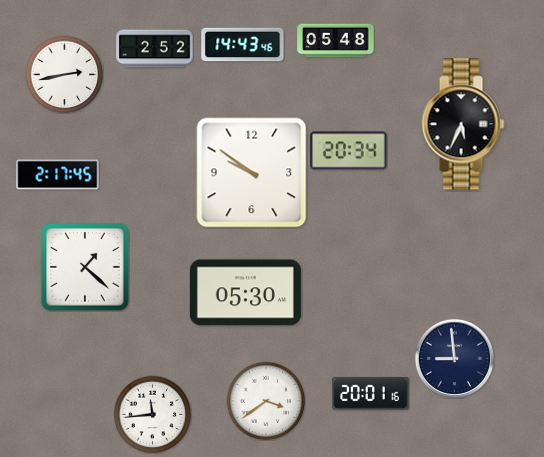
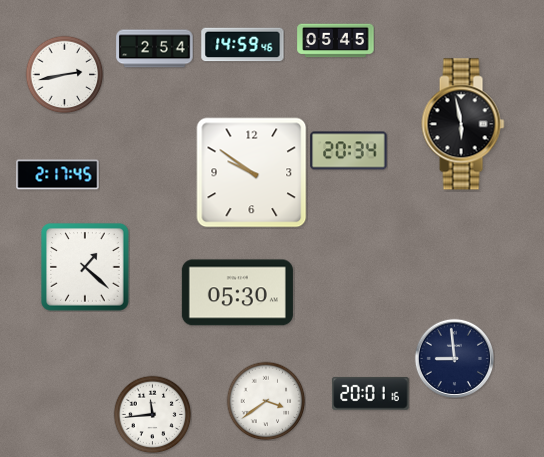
clock at (336, 41): 05:48 -> 05:45
clock at (243, 45): 14:43 -> 14:59
clock at (155, 49): 2:52 -> 2:54
clock at (463, 124): 5:34 -> 5:58
clock at (245, 293) position: (245, 293) -> (237, 293)
